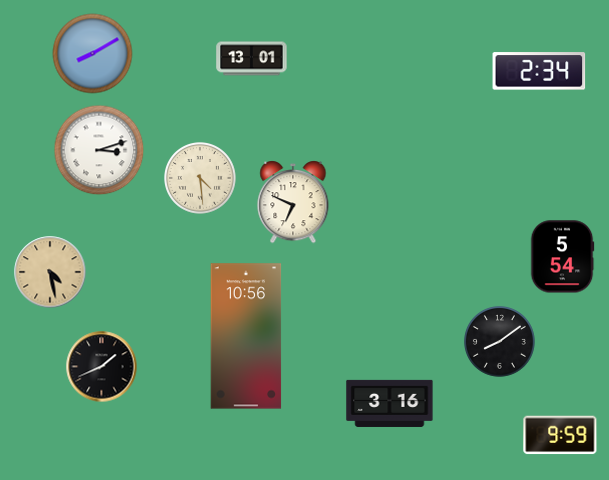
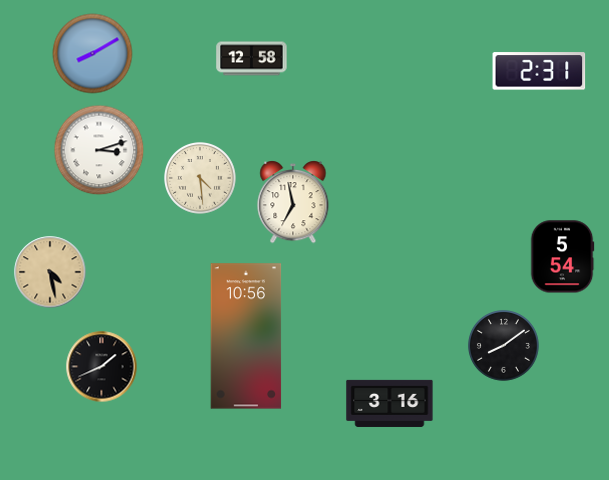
clock at (252, 59): 13:01 -> 12:58
clock at (539, 71): 2:34 -> 2:31
clock at (293, 202): 6:49 -> 6:58
clock at (499, 341) position: (499, 341) -> (503, 345)
clock at (560, 435): 9:59 -> none
